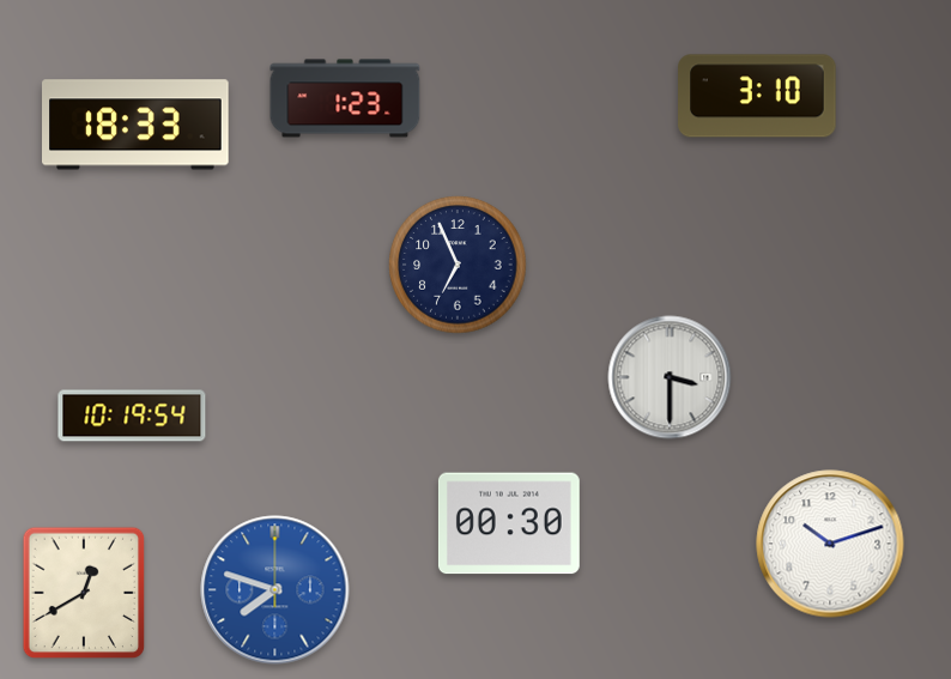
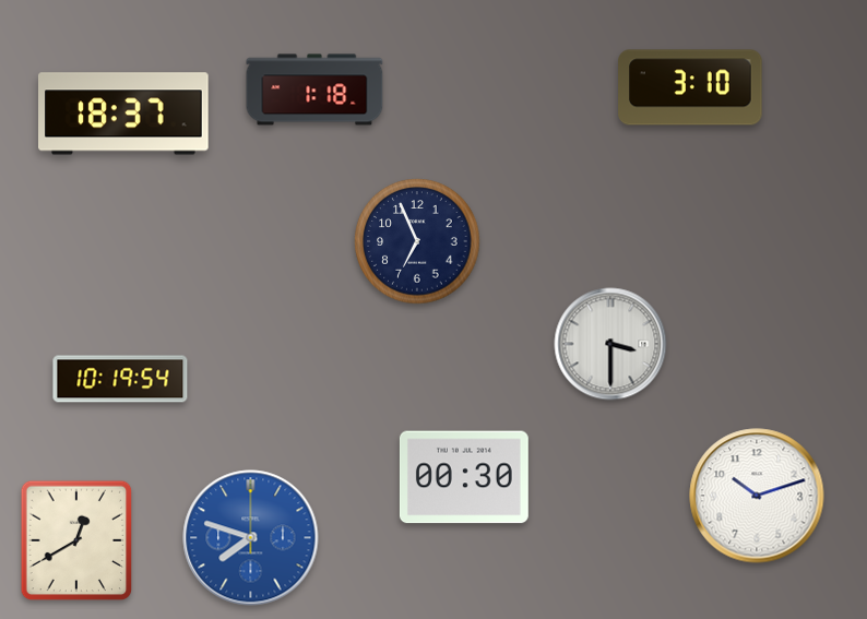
clock at (345, 98): 1:23 -> 1:18
clock at (137, 125): 18:33 -> 18:37
